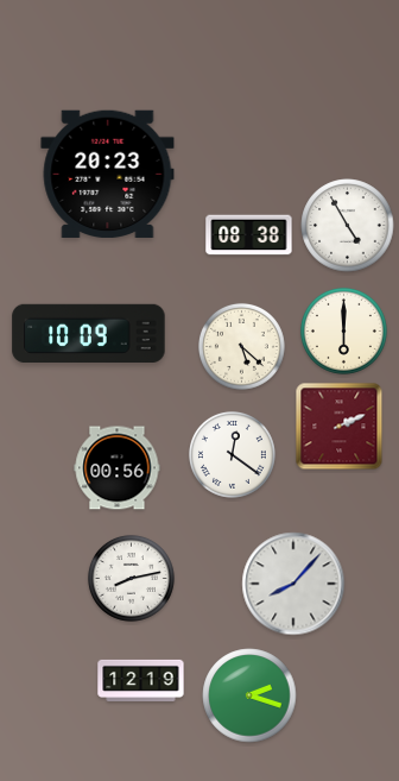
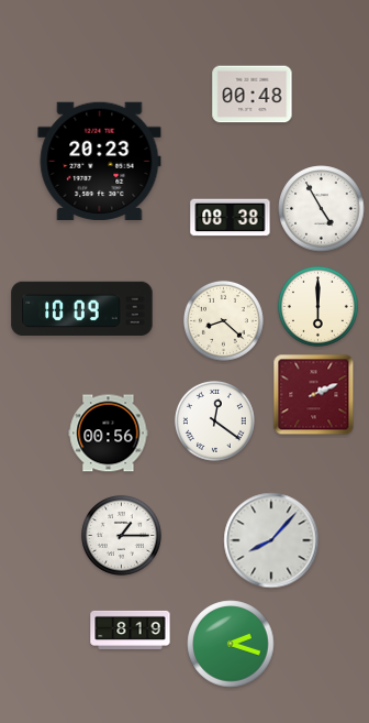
clock at (253, 95): none -> 00:48
clock at (241, 346): 5:22 -> 8:22
clock at (131, 578): 8:13 -> 1:15
clock at (141, 680): 12:19 -> 8:19
